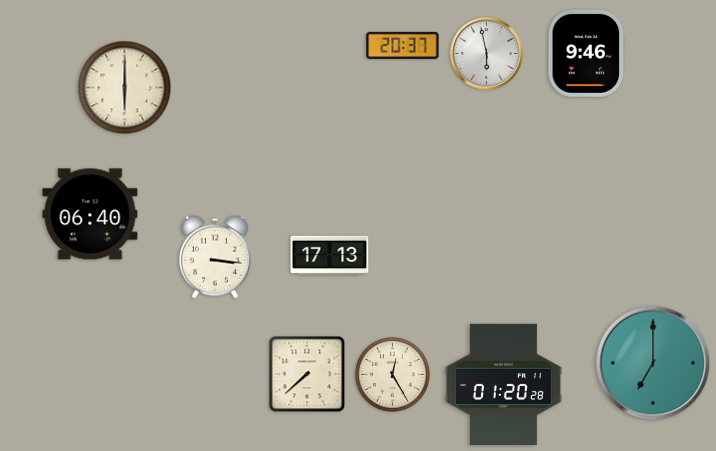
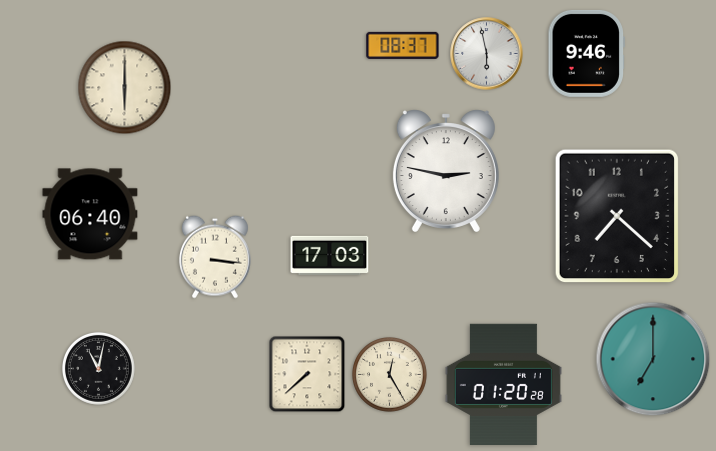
clock at (403, 45): 20:37 -> 08:37
clock at (446, 171): none -> 2:47
clock at (617, 216): none -> 7:22
clock at (330, 255): 17:13 -> 17:03
clock at (653, 363) position: (653, 363) -> (653, 359)
clock at (98, 368): none -> 11:02
clock at (393, 375) position: (393, 375) -> (390, 375)
